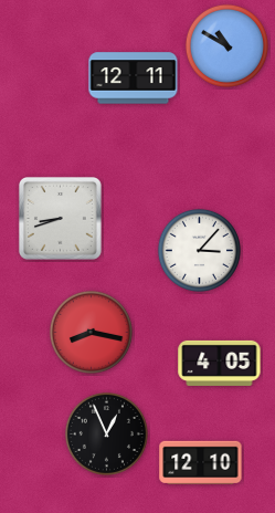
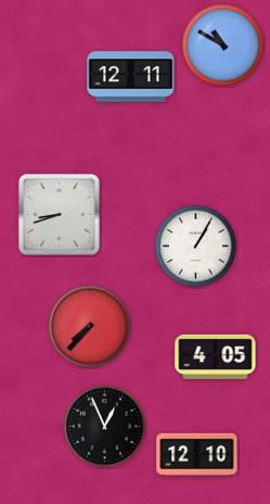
clock at (199, 250): 3:07 -> 1:05
clock at (91, 332): 8:17 -> 7:37
